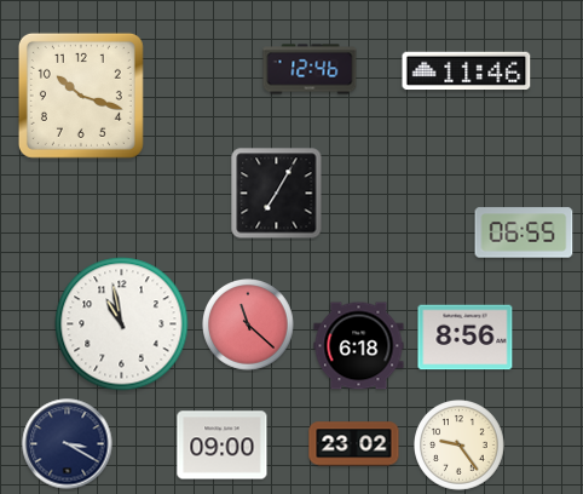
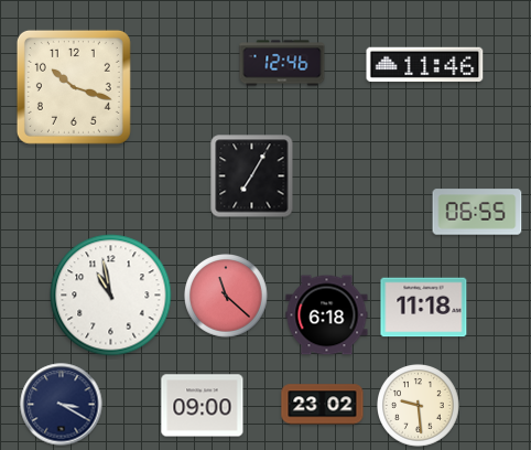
clock at (466, 338): 8:56 -> 11:18
clock at (460, 446): 9:24 -> 9:29
